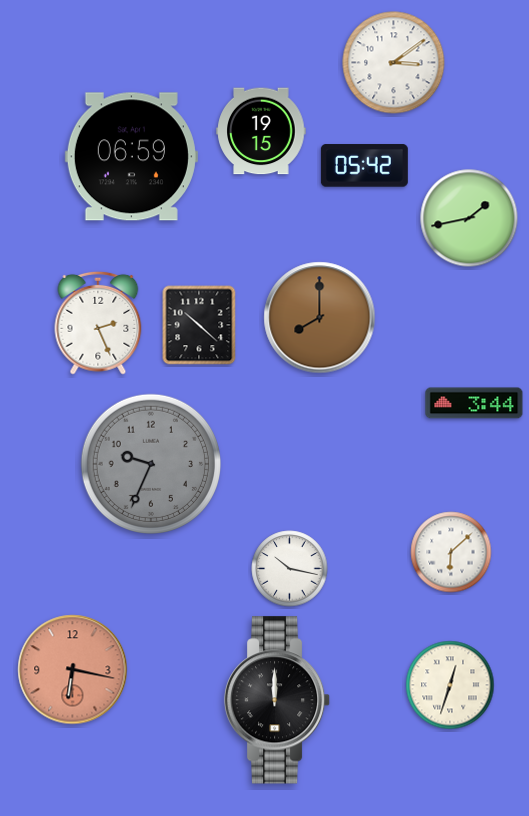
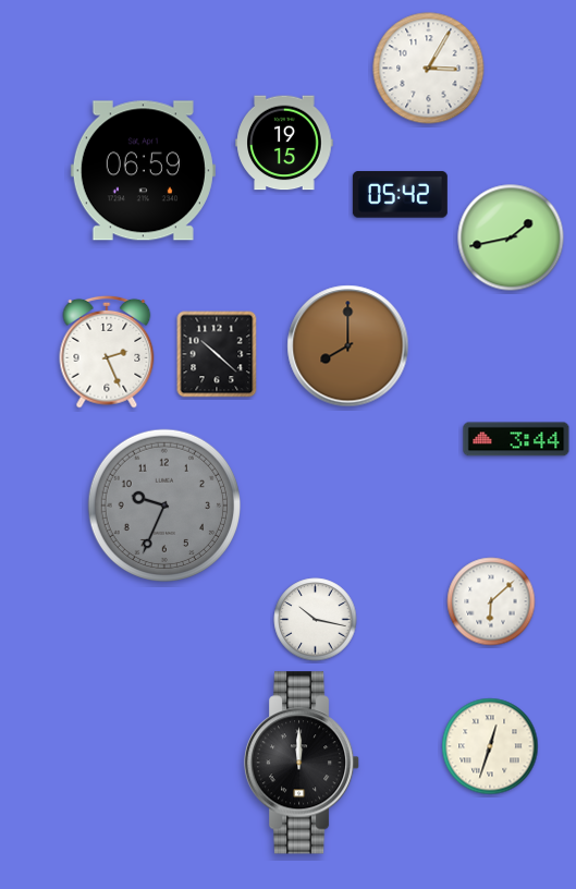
clock at (394, 63): 3:09 -> 3:05
clock at (364, 166) position: (364, 166) -> (400, 195)
clock at (73, 670): 6:17 -> none
